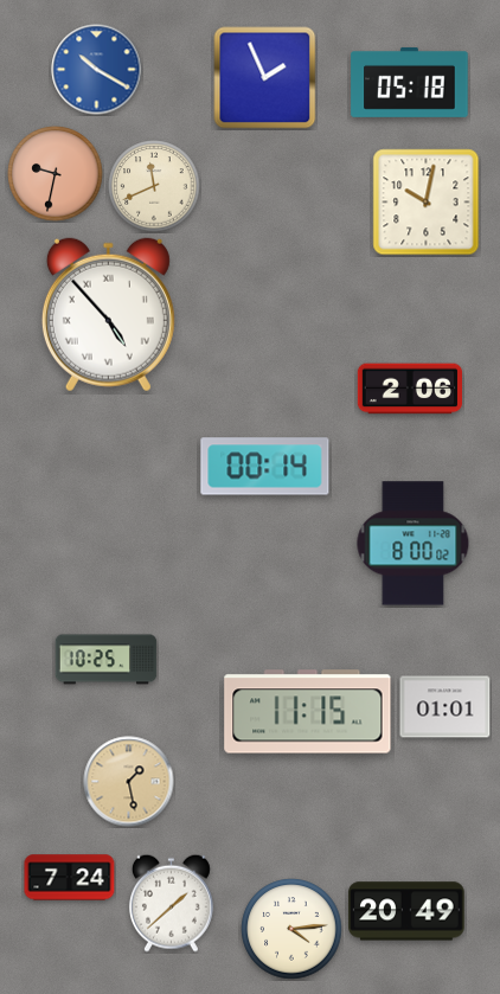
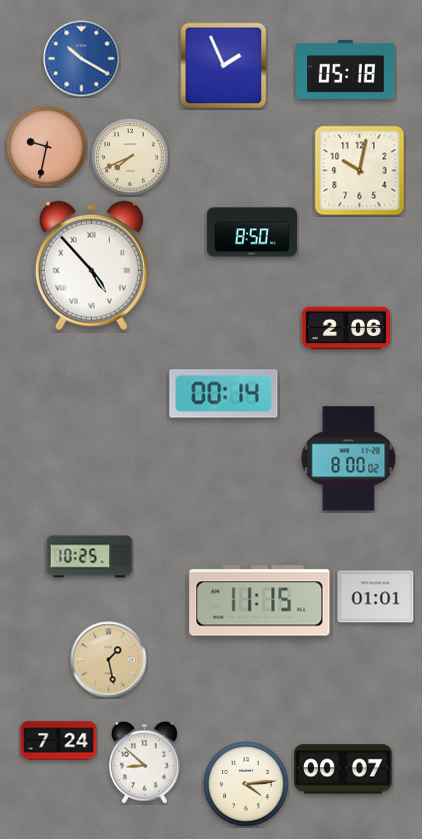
clock at (154, 186): 11:41 -> 7:41
clock at (252, 232): none -> 8:50
clock at (171, 903): 1:38 -> 8:52
clock at (406, 911): 20:49 -> 00:07
